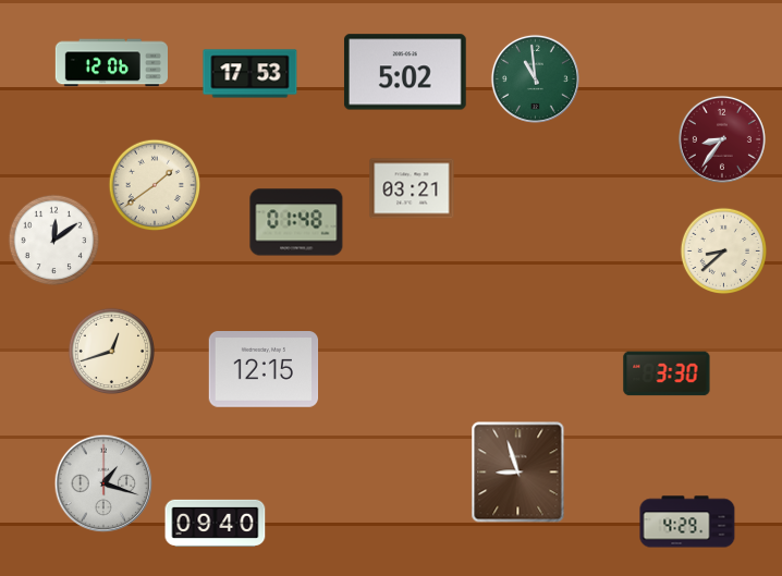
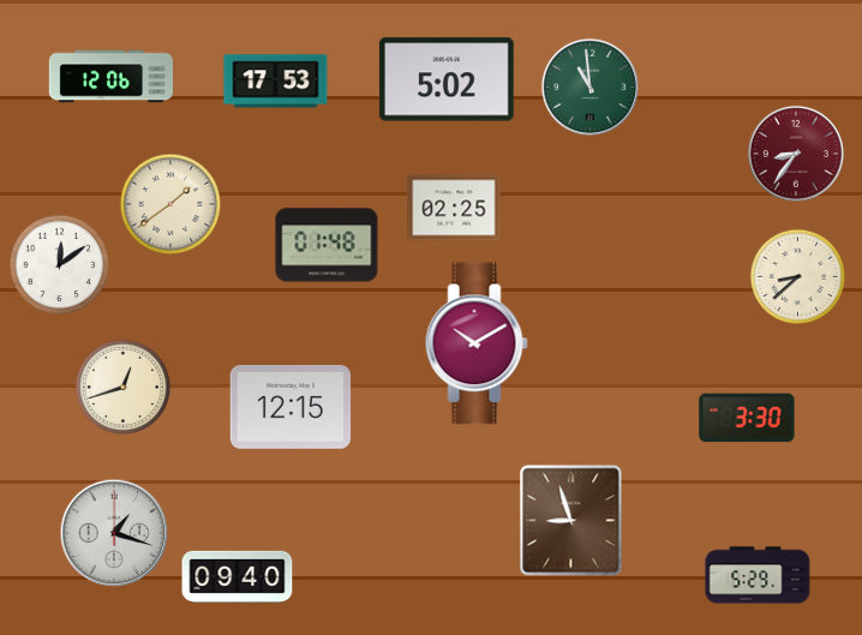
clock at (111, 63) position: (111, 63) -> (110, 77)
clock at (412, 188): 03:21 -> 02:25
clock at (477, 343): none -> 10:10
clock at (667, 373) position: (667, 373) -> (747, 418)
clock at (687, 522): 4:29 -> 5:29
